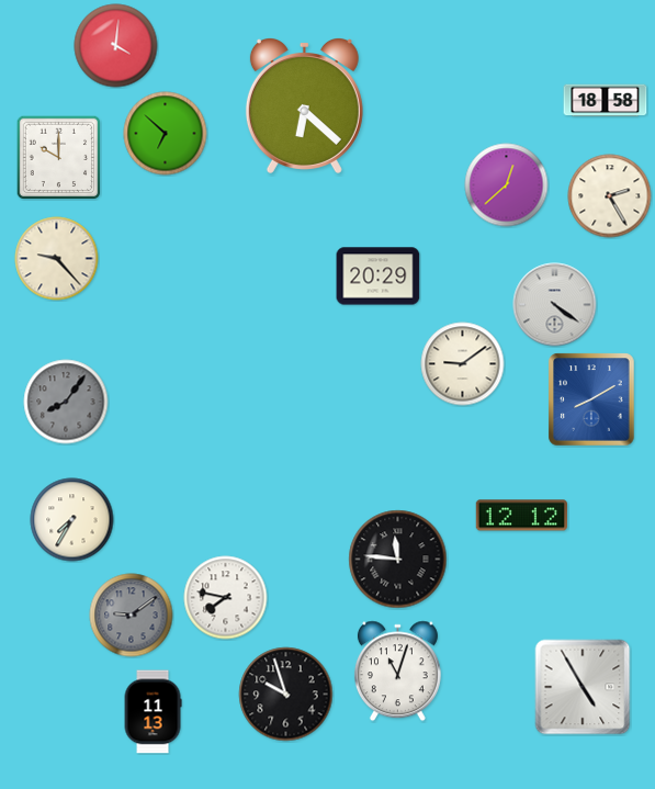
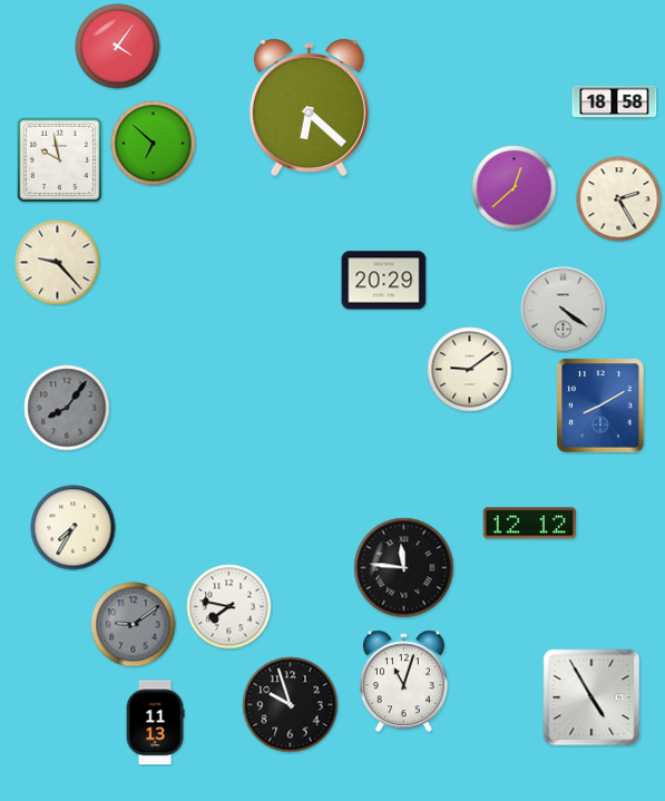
clock at (116, 46): 4:01 -> 4:06
clock at (166, 134) position: (166, 134) -> (154, 144)
clock at (58, 157): 10:00 -> 9:58
